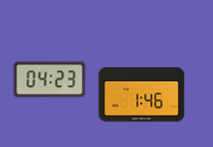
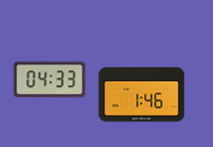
clock at (50, 80): 04:23 -> 04:33
